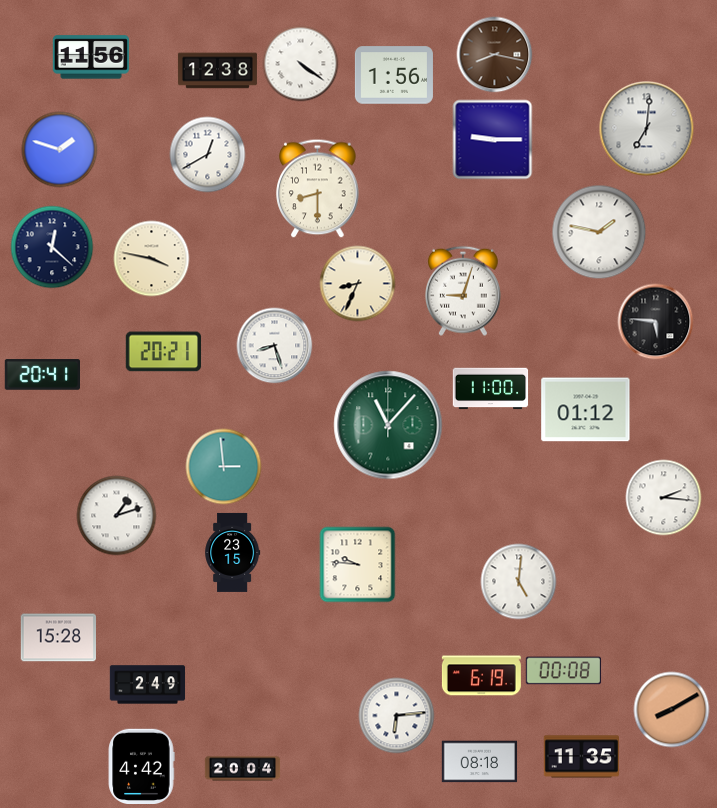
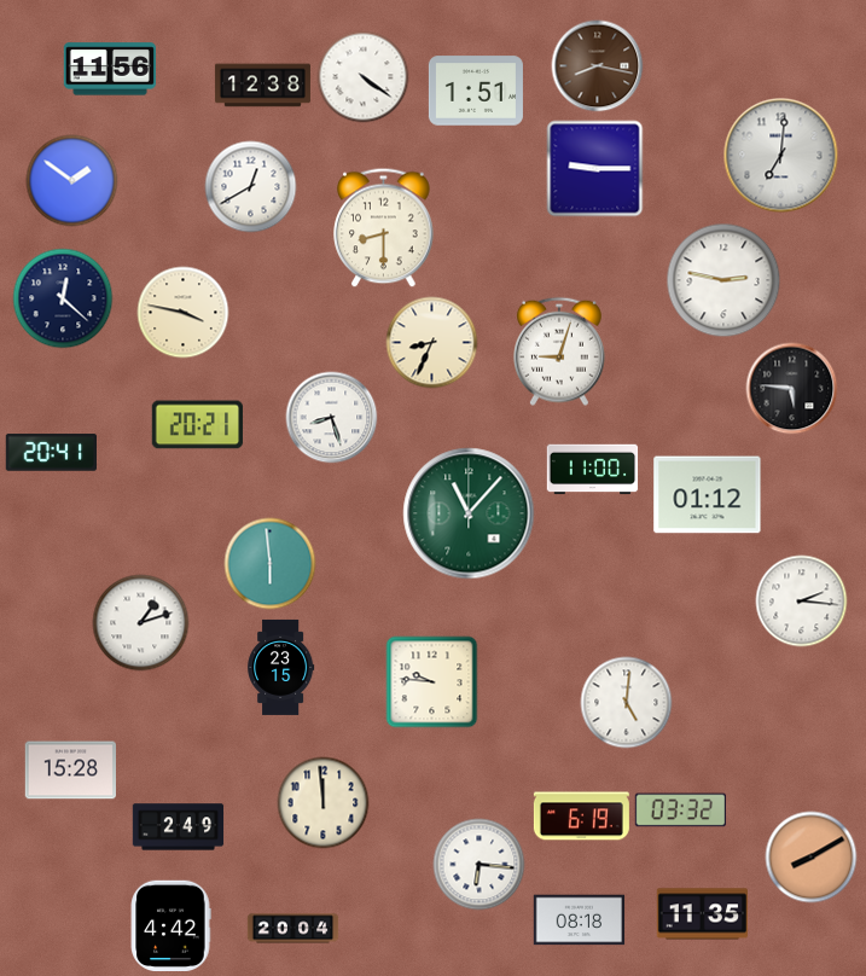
clock at (394, 75): 1:56 -> 1:51
clock at (60, 150): 1:48 -> 1:51
clock at (599, 232): 1:47 -> 2:47
clock at (224, 467): 2:59 -> 5:59
clock at (324, 803): none -> 11:59
clock at (564, 671): 00:08 -> 03:32
clock at (397, 716): 6:14 -> 6:16
